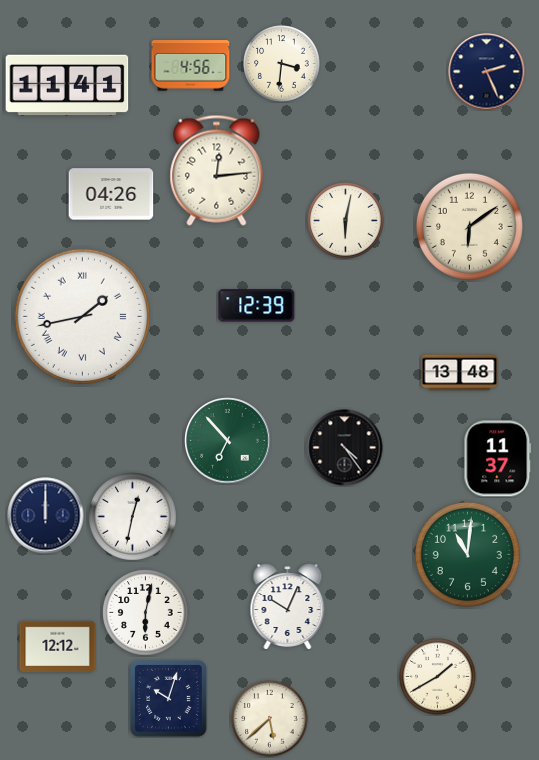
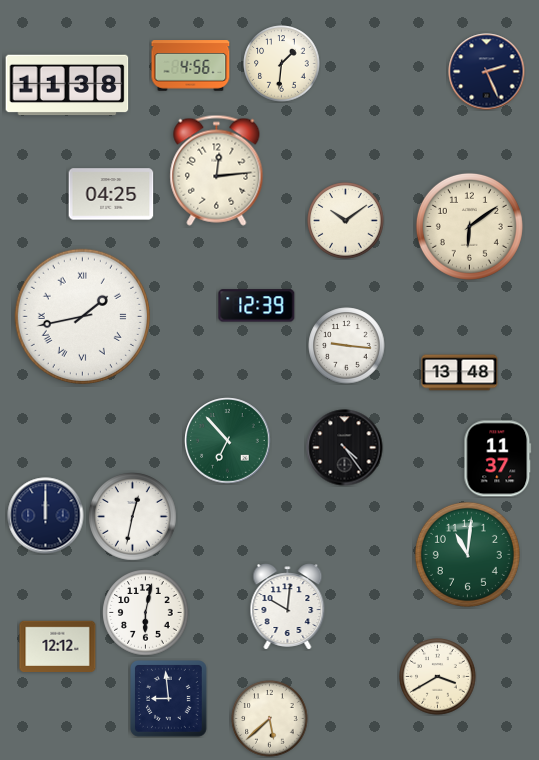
clock at (282, 64): 3:31 -> 1:31
clock at (67, 85): 11:41 -> 11:38
clock at (111, 194): 04:26 -> 04:25
clock at (346, 221): 6:02 -> 10:09
clock at (347, 346): none -> 9:16
clock at (288, 607): 10:04 -> 10:01
clock at (438, 677): 1:40 -> 3:40
clock at (169, 699): 10:03 -> 8:59
